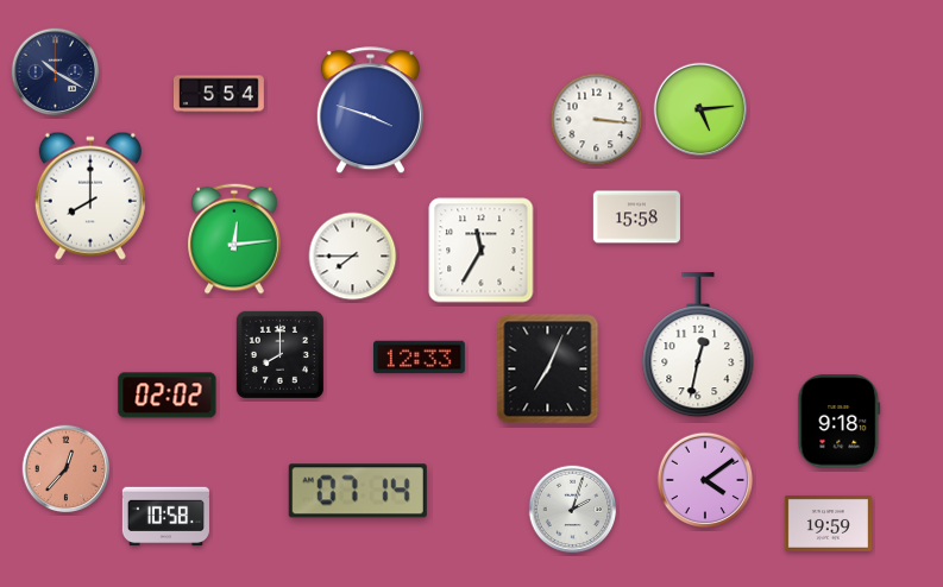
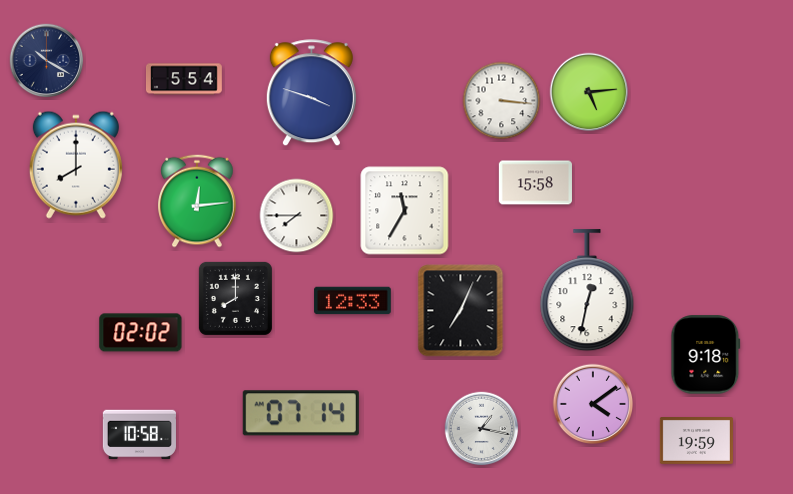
clock at (67, 469): 12:37 -> none
clock at (573, 510): 2:03 -> 1:17
